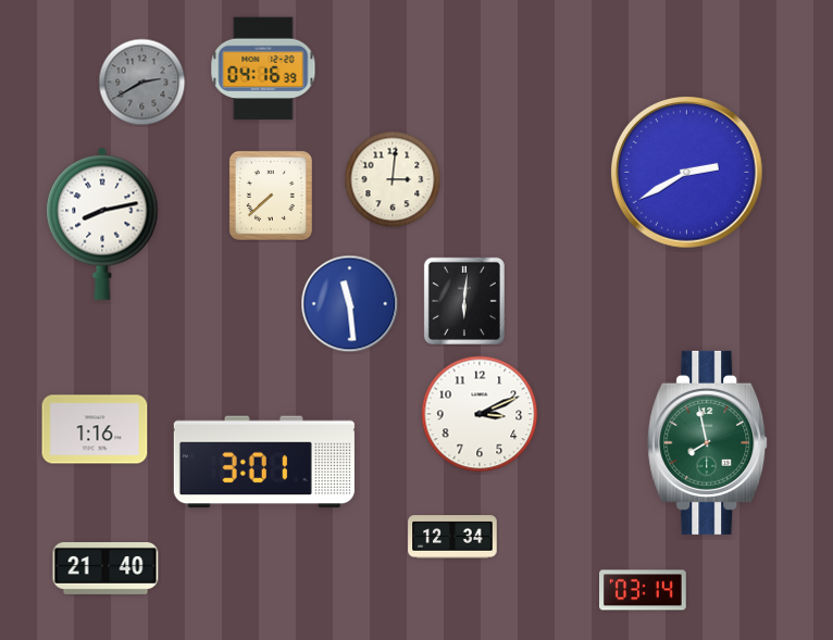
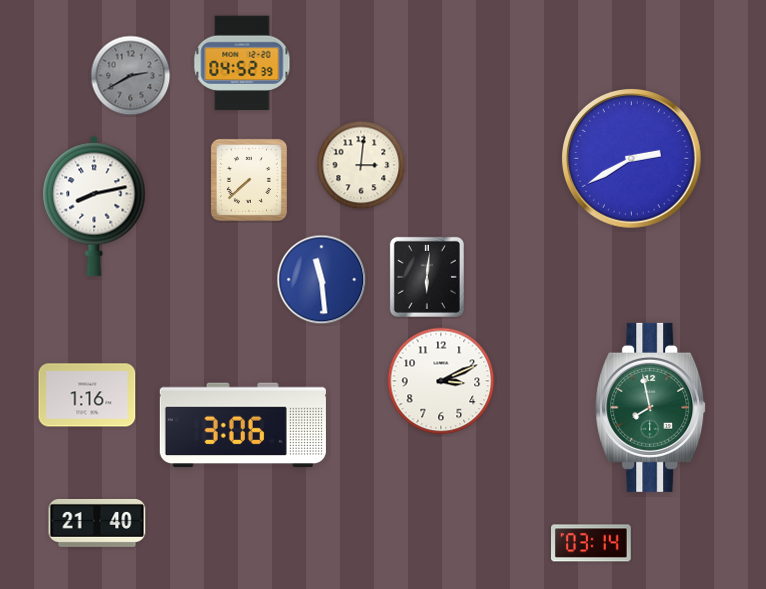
clock at (263, 68): 04:16 -> 04:52
clock at (264, 462): 3:01 -> 3:06
clock at (452, 537): 12:34 -> none
